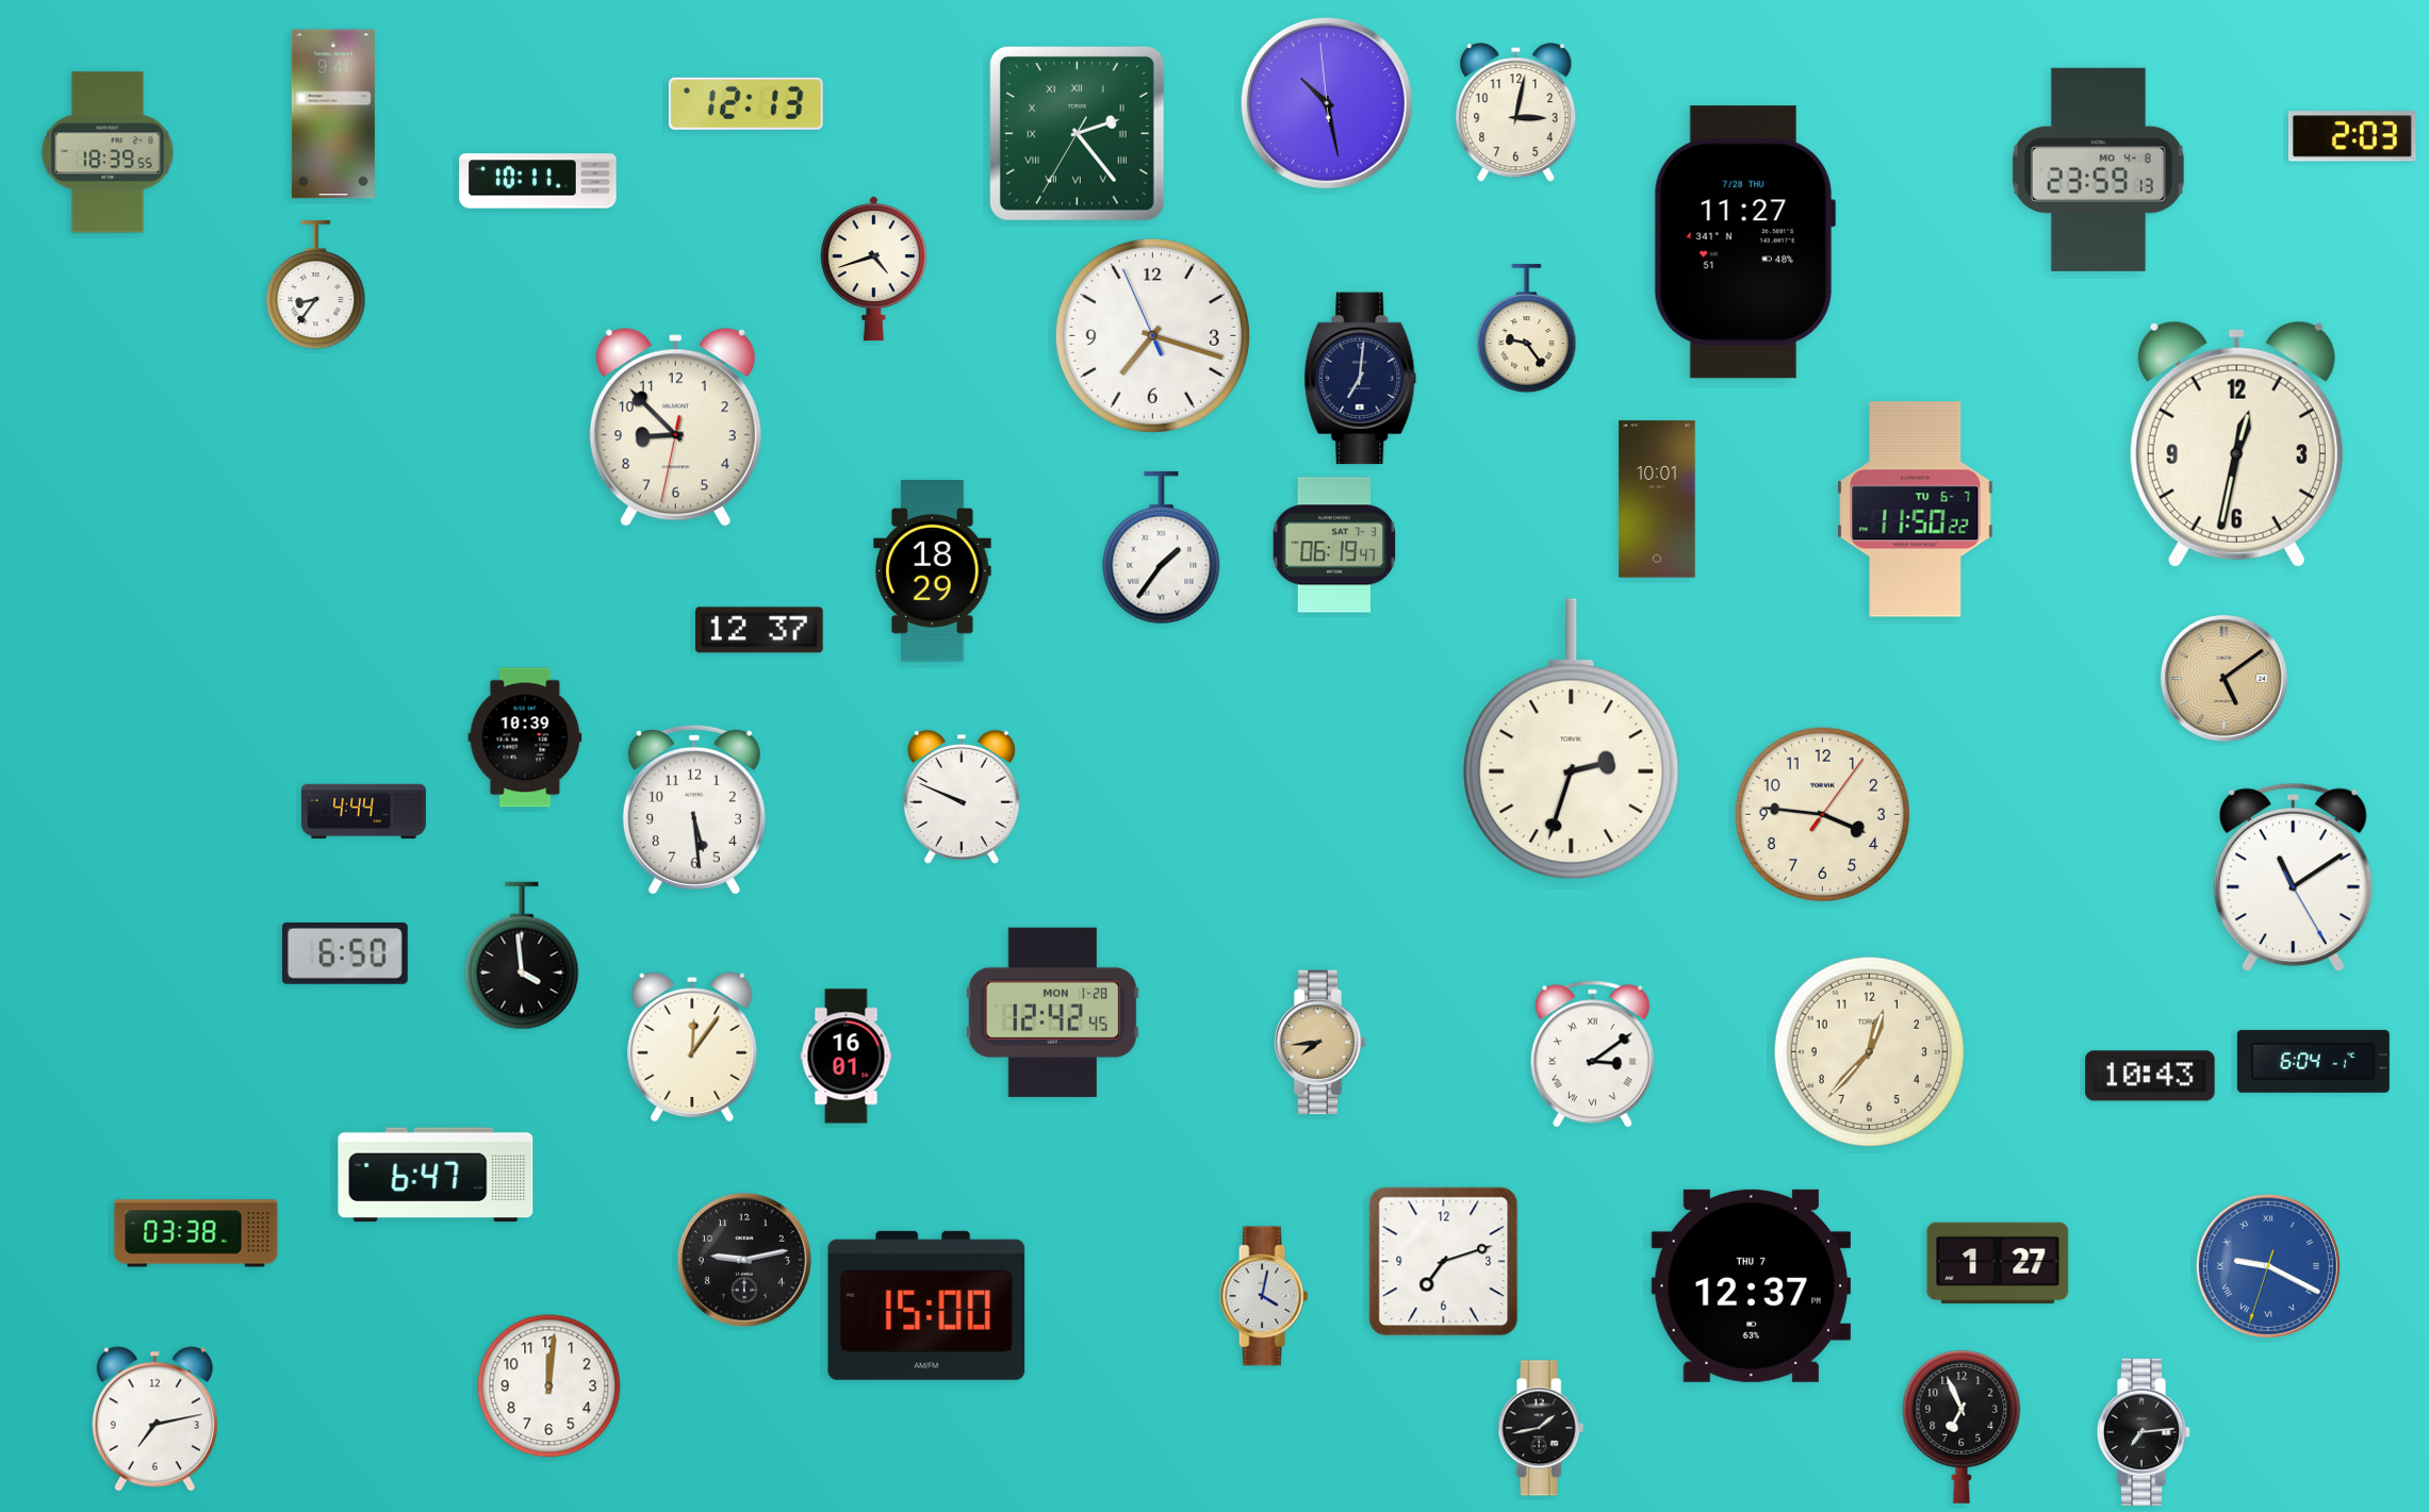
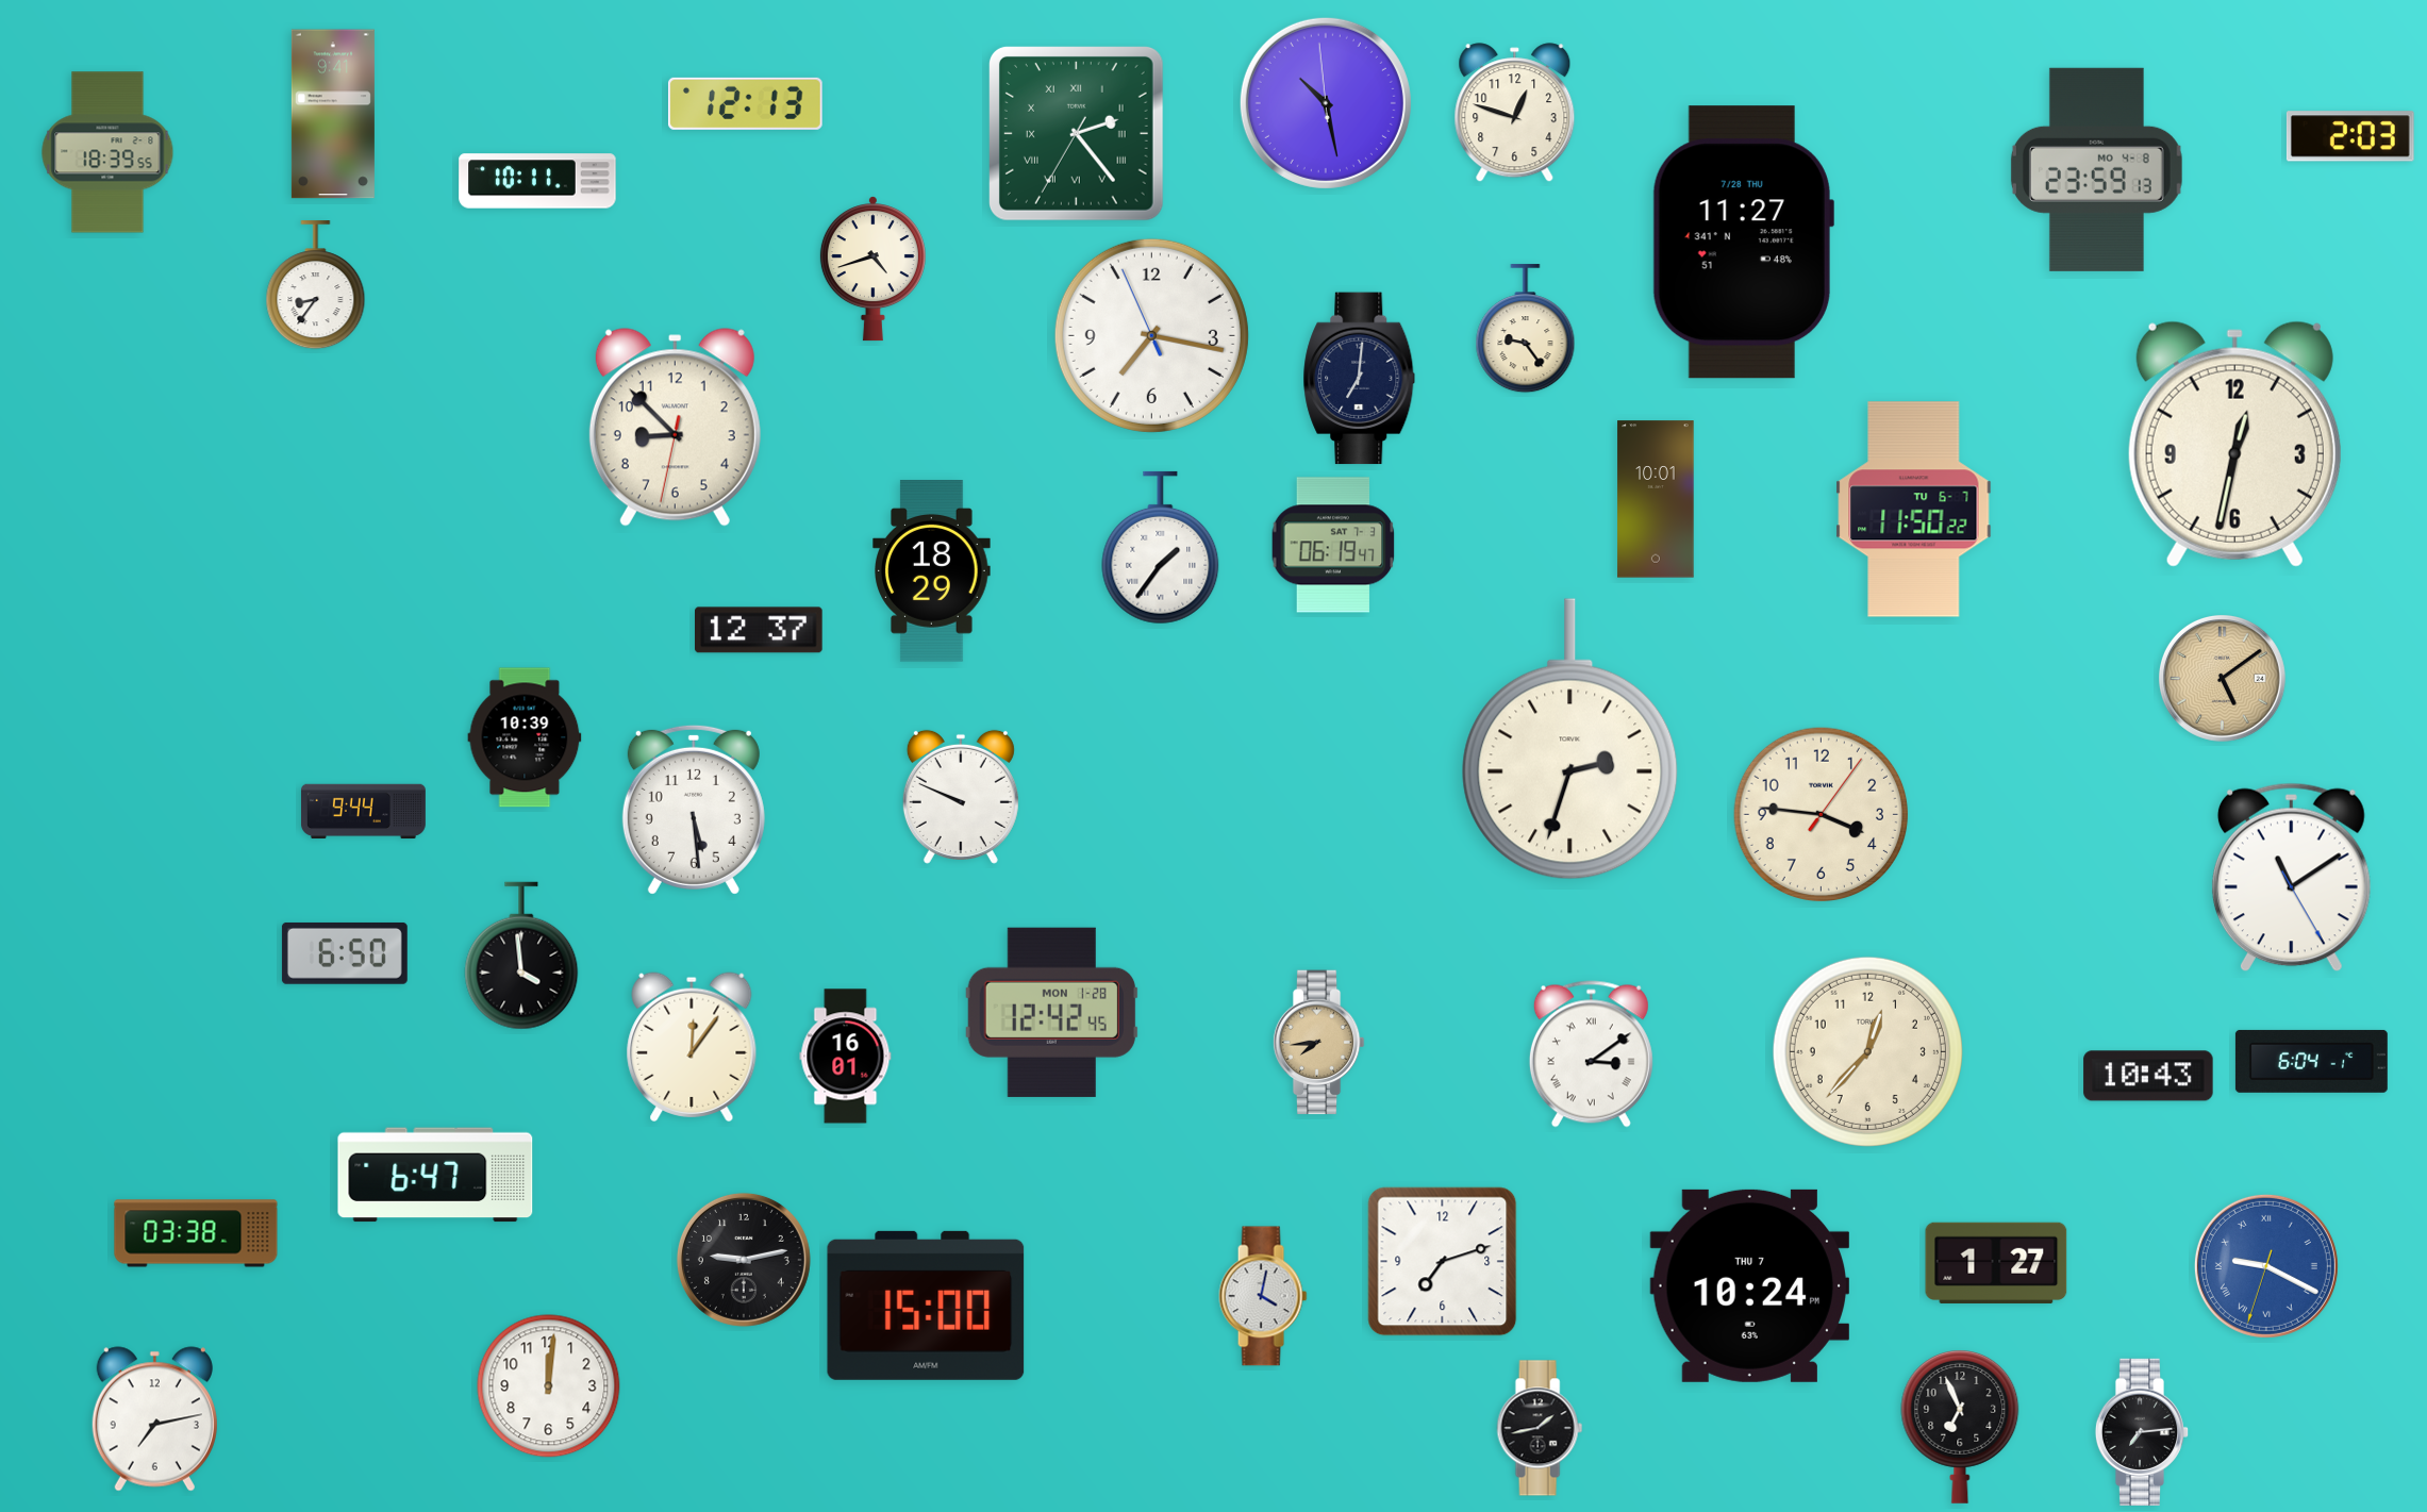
clock at (1516, 113): 3:02 -> 12:48
clock at (1152, 335): 7:17 -> 7:16
clock at (363, 812): 4:44 -> 9:44
clock at (1751, 1285): 12:37 -> 10:24
